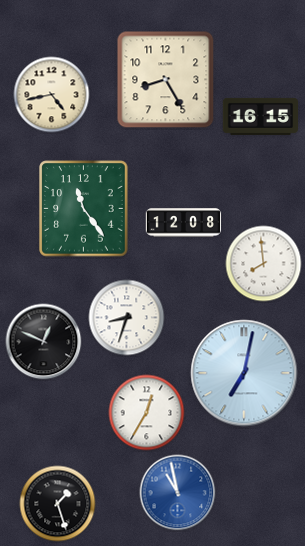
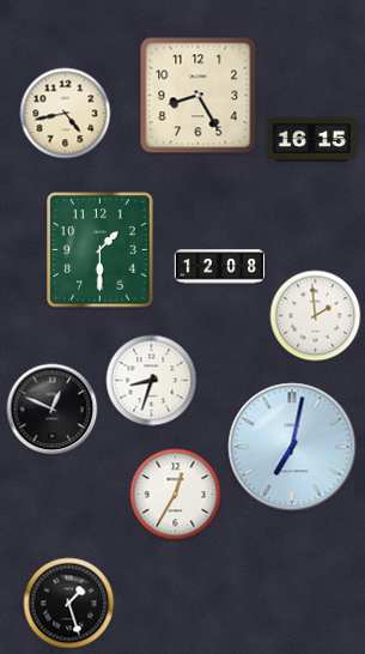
clock at (52, 95) position: (52, 95) -> (66, 114)
clock at (84, 209): 11:24 -> 1:30
clock at (264, 264): 7:59 -> 1:59
clock at (178, 493): 10:58 -> none
